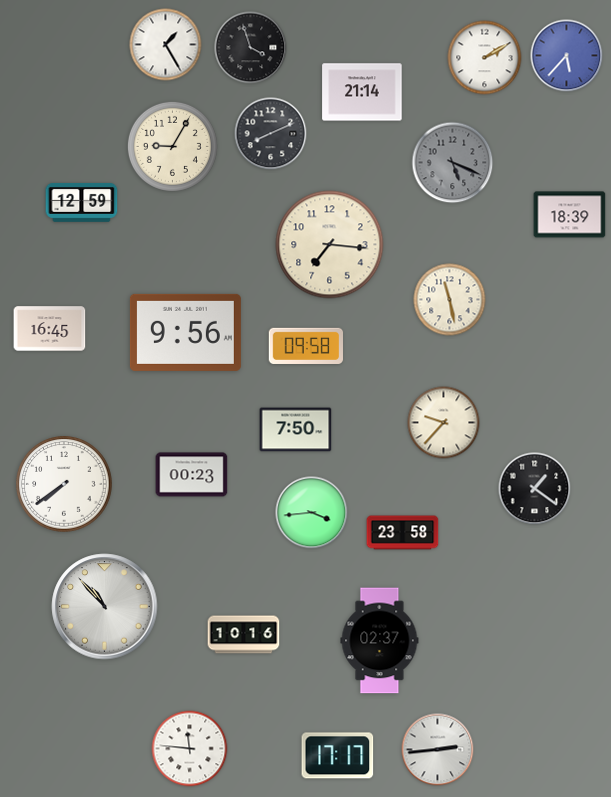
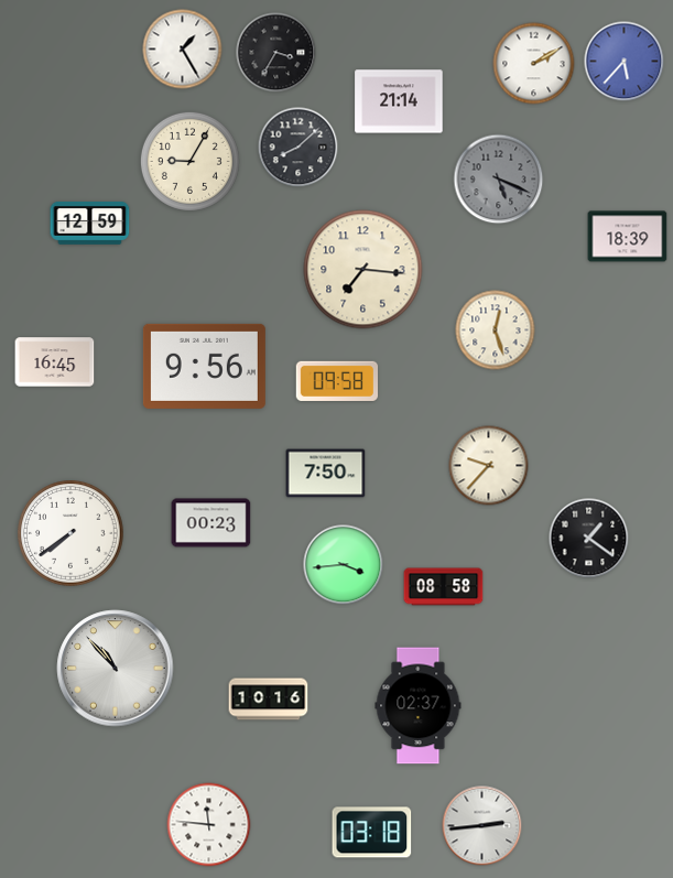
clock at (251, 48): 3:57 -> 3:35
clock at (271, 134): 8:11 -> 8:08
clock at (450, 300): 11:28 -> 12:27
clock at (403, 533): 23:58 -> 08:58
clock at (338, 756): 17:17 -> 03:18
